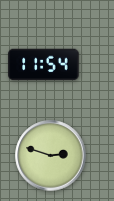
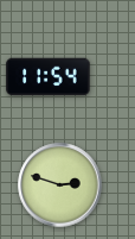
clock at (44, 65) position: (44, 65) -> (49, 77)
